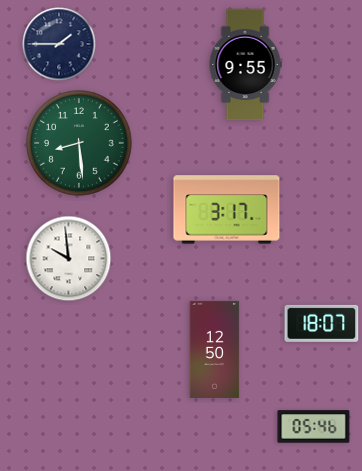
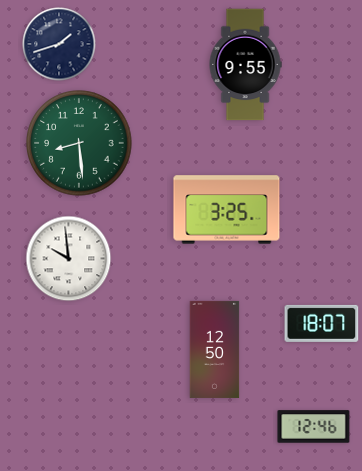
clock at (59, 44): 1:45 -> 1:42
clock at (227, 210): 3:17 -> 3:25
clock at (314, 427): 05:46 -> 12:46
